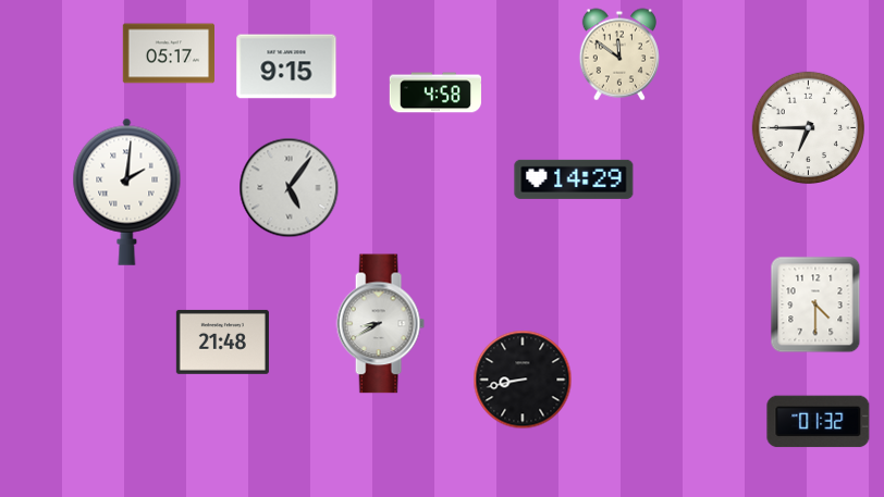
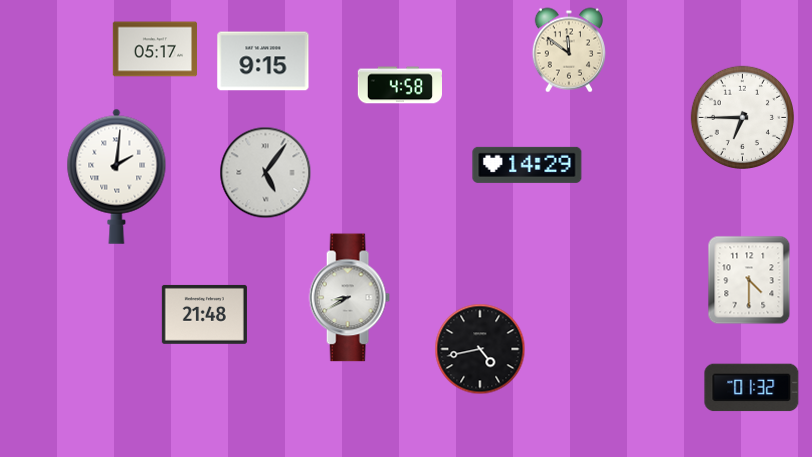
clock at (523, 380): 8:43 -> 4:43
